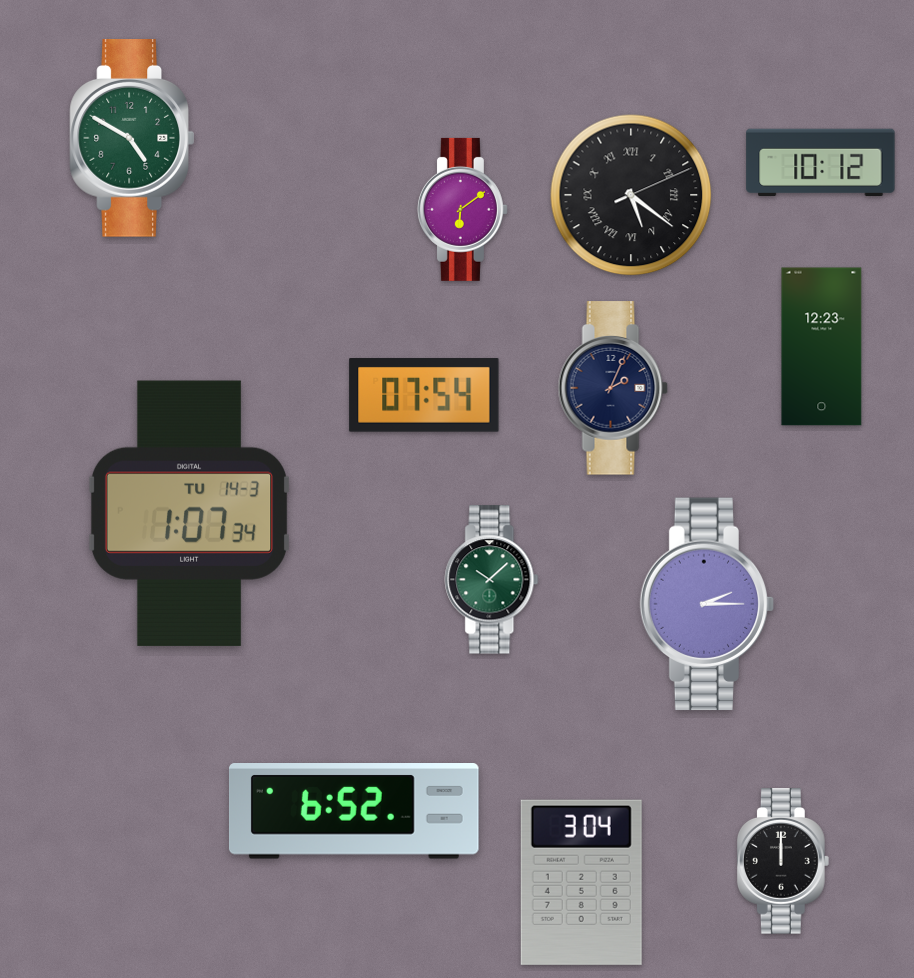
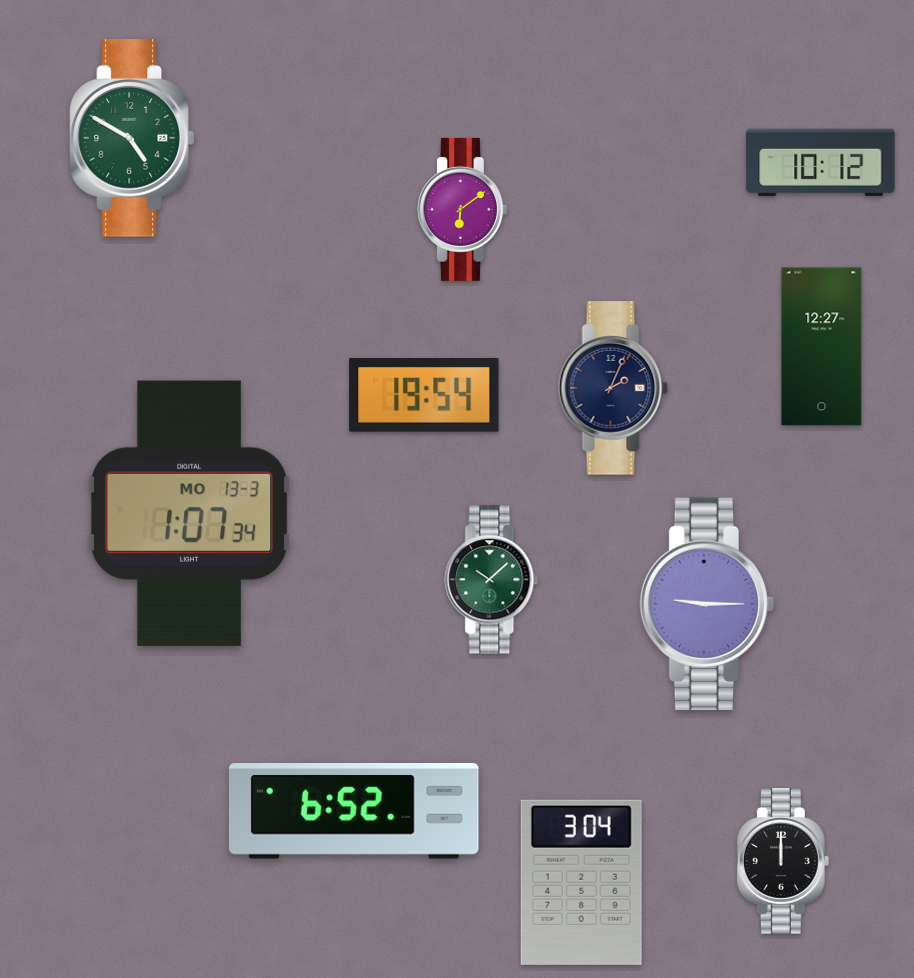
clock at (631, 195): 5:21 -> none
clock at (822, 347): 12:23 -> 12:27
clock at (424, 395): 07:54 -> 19:54
clock at (189, 513) date: TU 14-3 -> MO 13-3
clock at (707, 604): 2:15 -> 9:15
